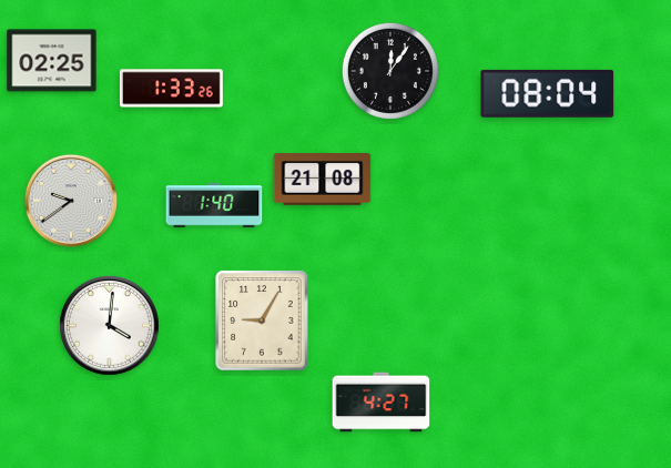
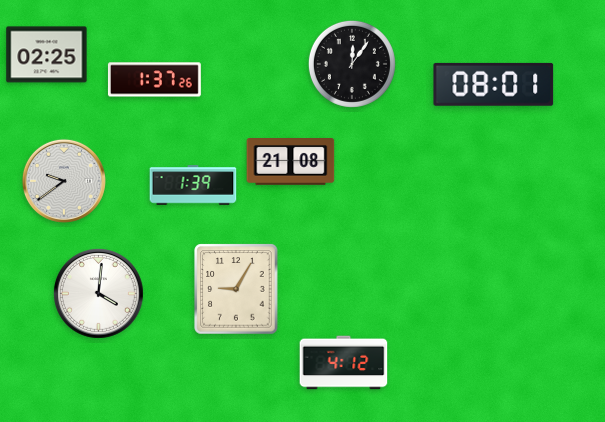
clock at (171, 89): 1:33 -> 1:37
clock at (548, 93): 08:04 -> 08:01
clock at (214, 205): 1:40 -> 1:39
clock at (382, 403): 4:27 -> 4:12
